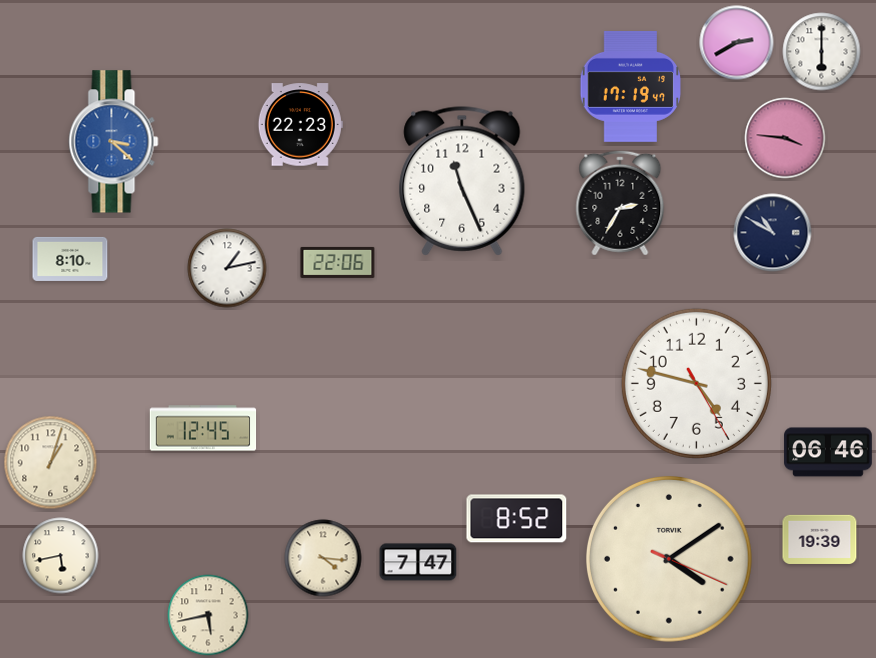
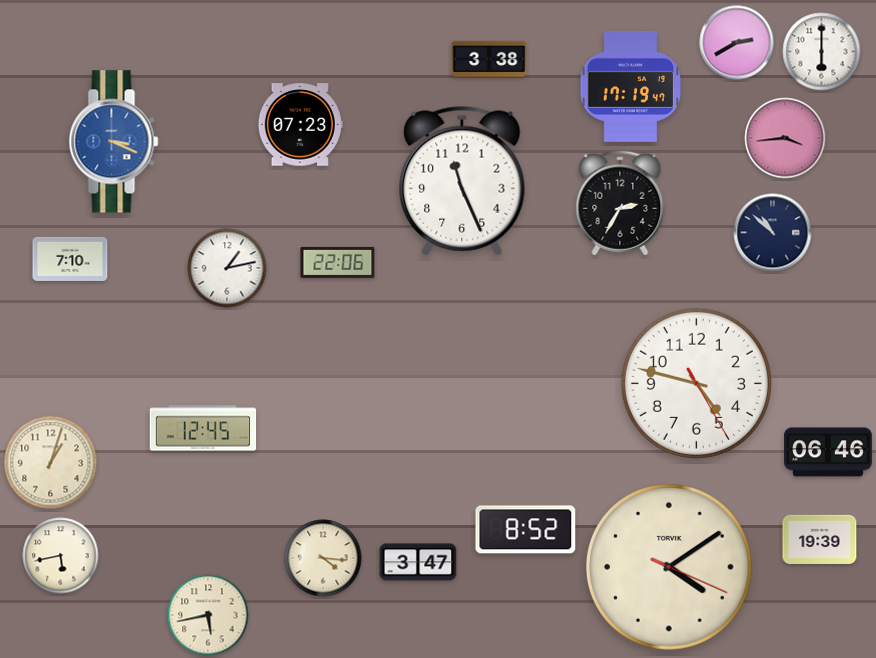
clock at (489, 58): none -> 3:38
clock at (300, 125): 22:23 -> 07:23
clock at (785, 138): 3:46 -> 3:44
clock at (114, 142): 3:22 -> 3:19
clock at (773, 233): 10:50 -> 10:52
clock at (70, 259): 8:10 -> 7:10
clock at (517, 519) position: (517, 519) -> (526, 530)
clock at (670, 560) position: (670, 560) -> (670, 568)
clock at (418, 562): 7:47 -> 3:47
